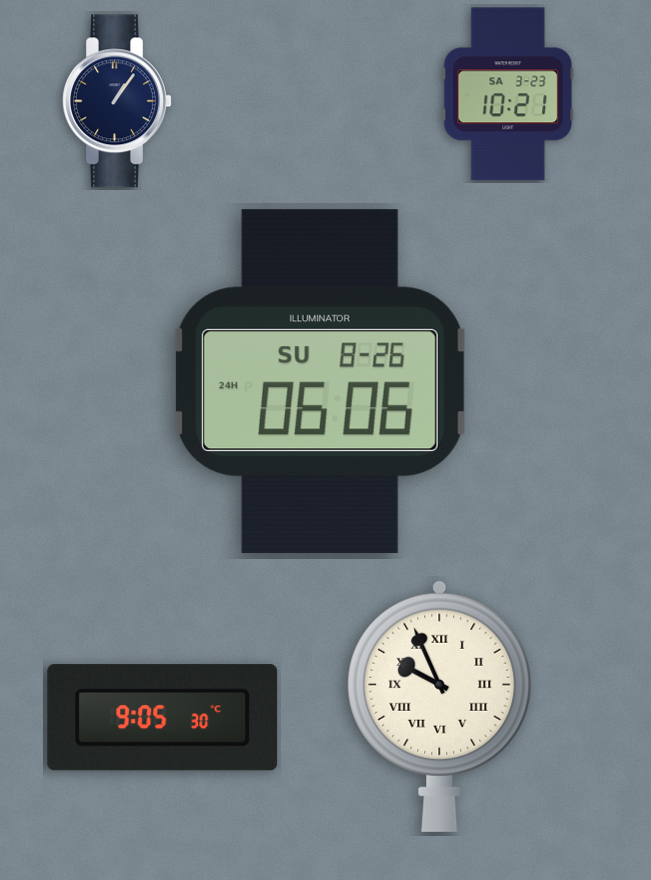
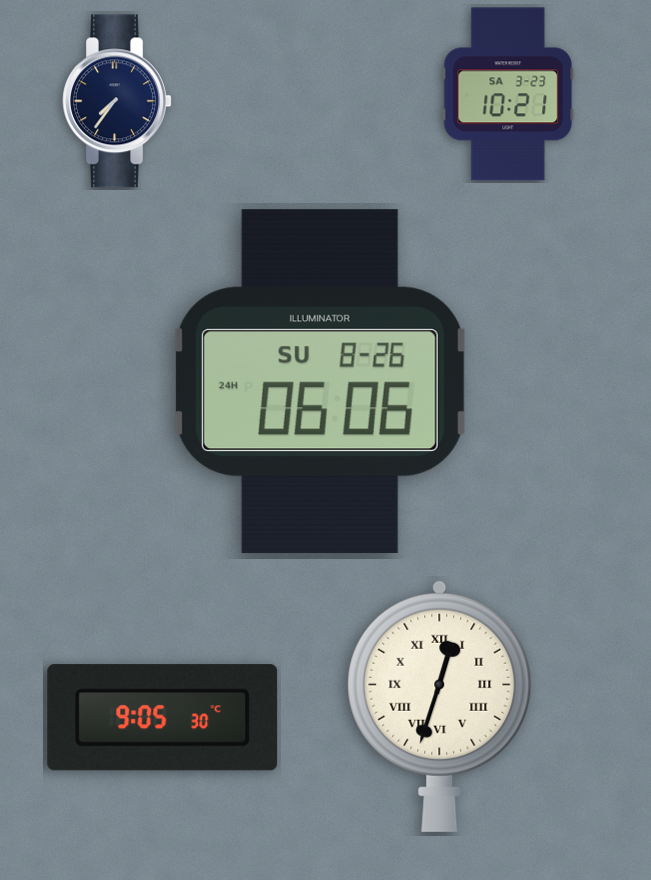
clock at (118, 101): 1:06 -> 7:36
clock at (440, 706): 9:56 -> 12:33
